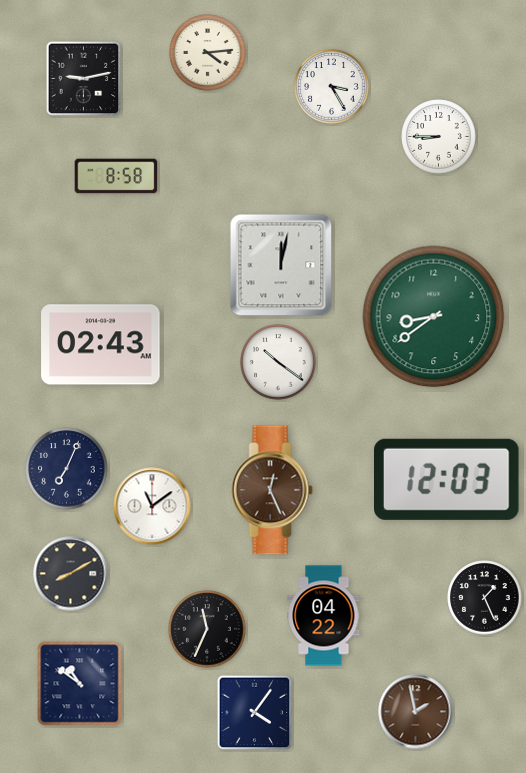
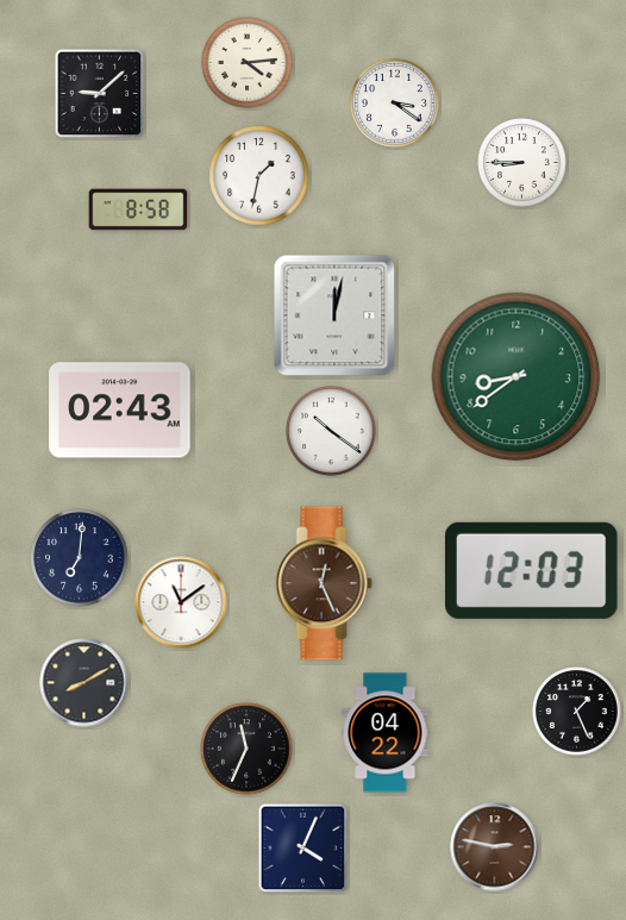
clock at (84, 79): 9:13 -> 9:08
clock at (332, 87): 3:25 -> 3:21
clock at (259, 176): none -> 1:32
clock at (67, 469): 7:04 -> 7:01
clock at (80, 684): 10:51 -> none
clock at (416, 712): 1:58 -> 2:47
clock at (255, 713): 4:06 -> 4:04
